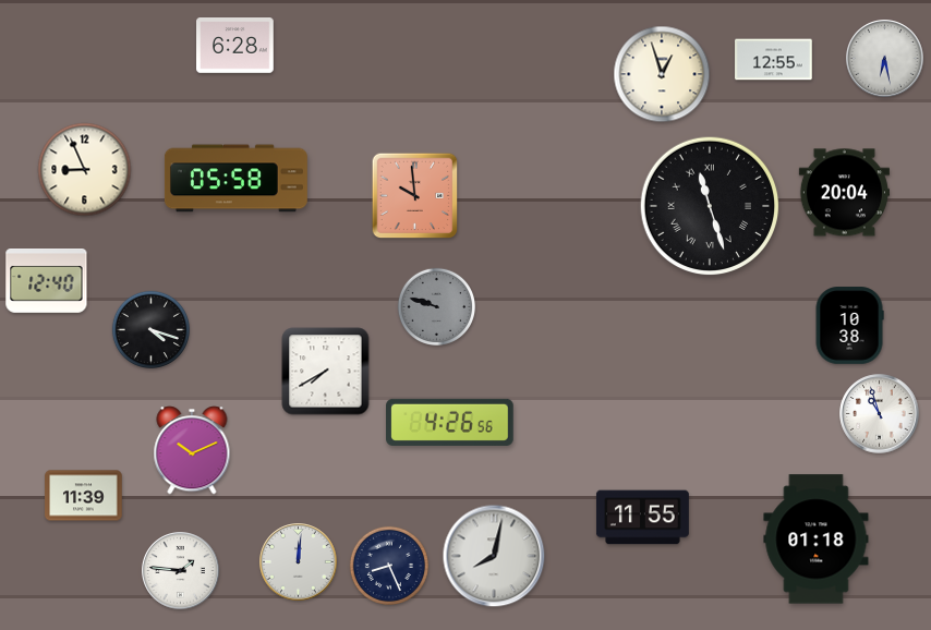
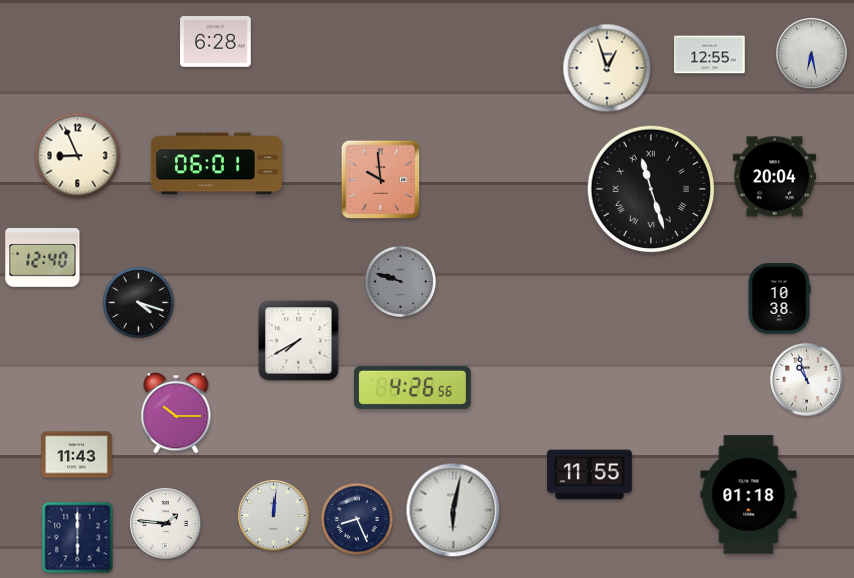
clock at (235, 179): 05:58 -> 06:01
clock at (192, 450): 10:11 -> 10:15
clock at (84, 496): 11:39 -> 11:43
clock at (494, 556): 8:02 -> 6:02
clock at (78, 538): none -> 6:00
